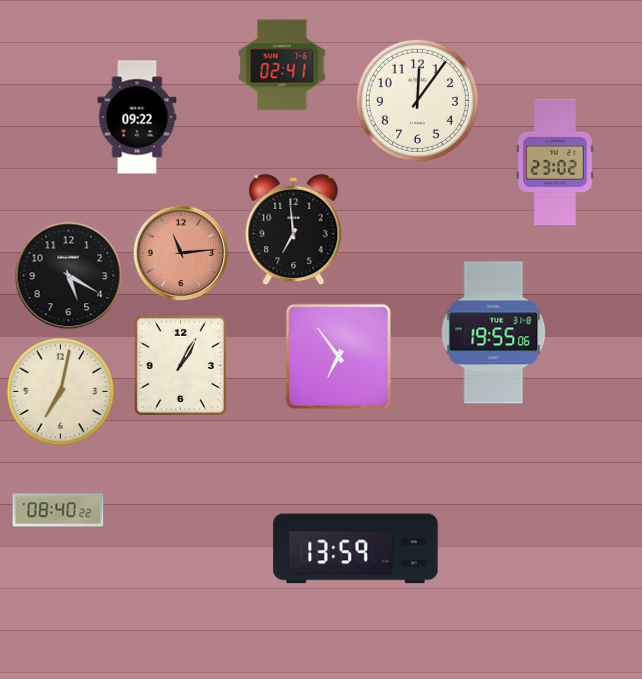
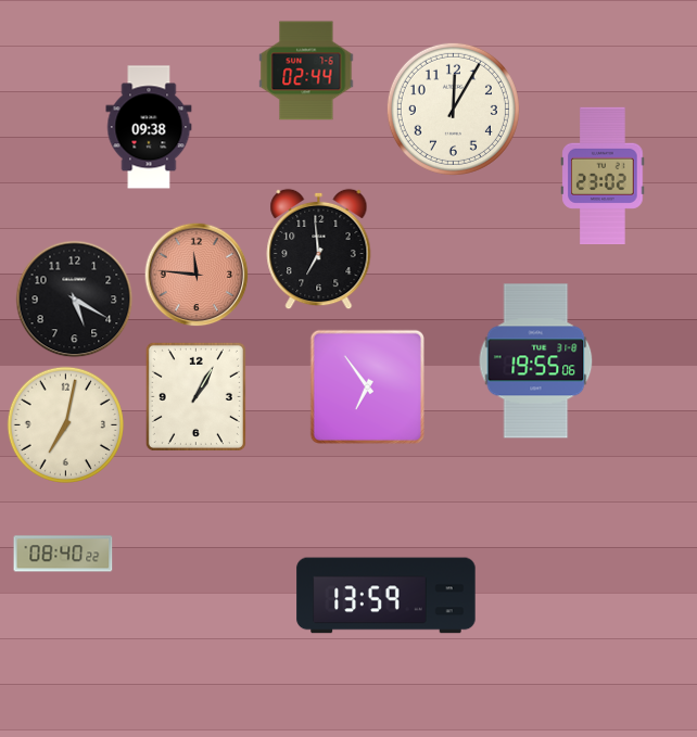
clock at (282, 65): 02:41 -> 02:44
clock at (417, 100): 12:06 -> 12:05
clock at (137, 117): 09:22 -> 09:38
clock at (181, 253): 11:14 -> 11:46
